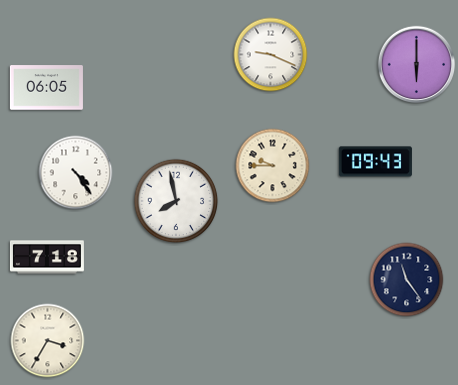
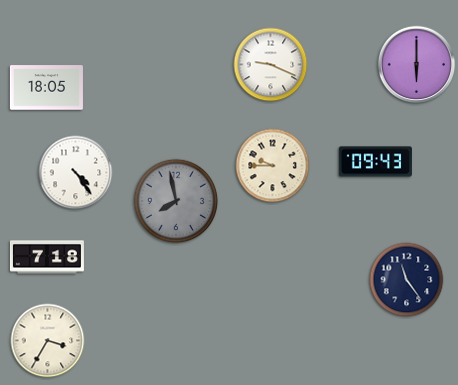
clock at (271, 55) position: (271, 55) -> (271, 65)
clock at (46, 88): 06:05 -> 18:05
clock at (176, 201) dial: white -> grey
